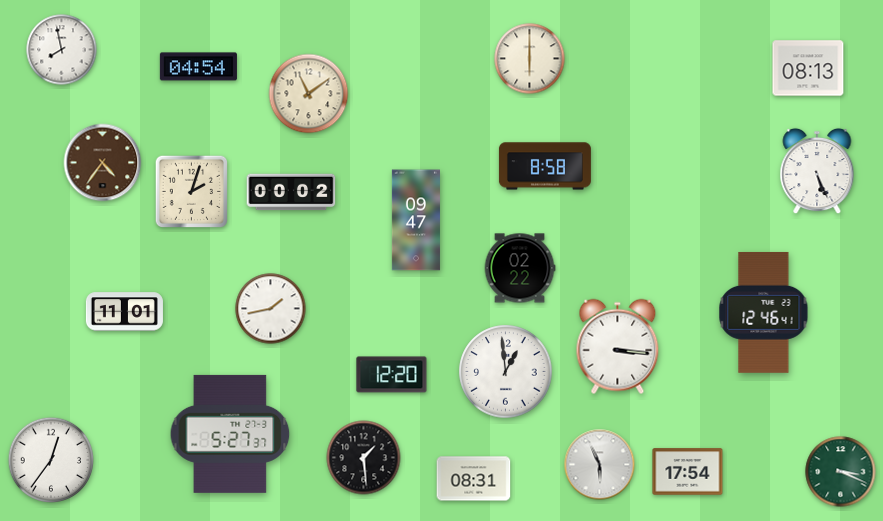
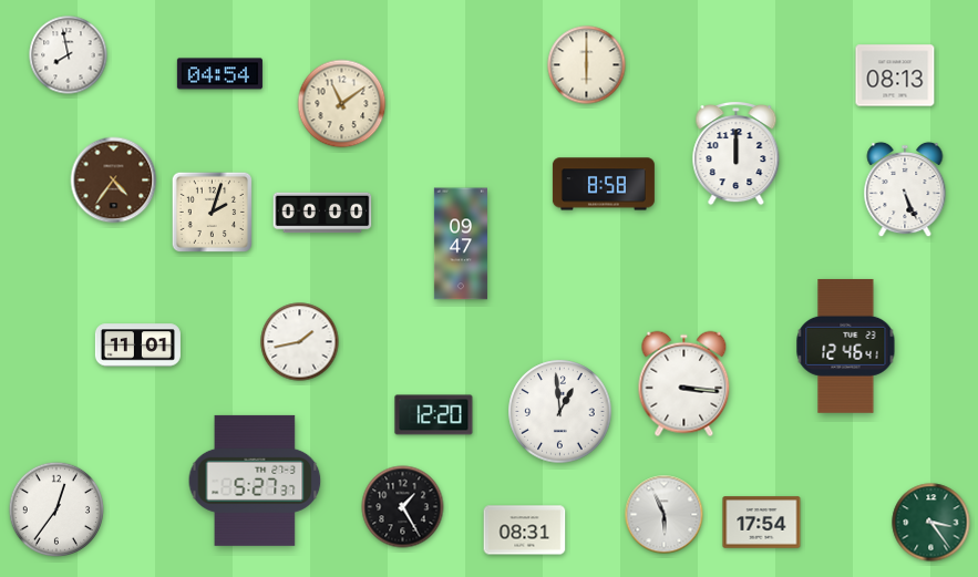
clock at (737, 154): none -> 12:00
clock at (291, 192): 00:02 -> 00:00
clock at (520, 268): 02:22 -> none
clock at (364, 458): 1:29 -> 1:25
clock at (841, 472): 3:19 -> 3:24
